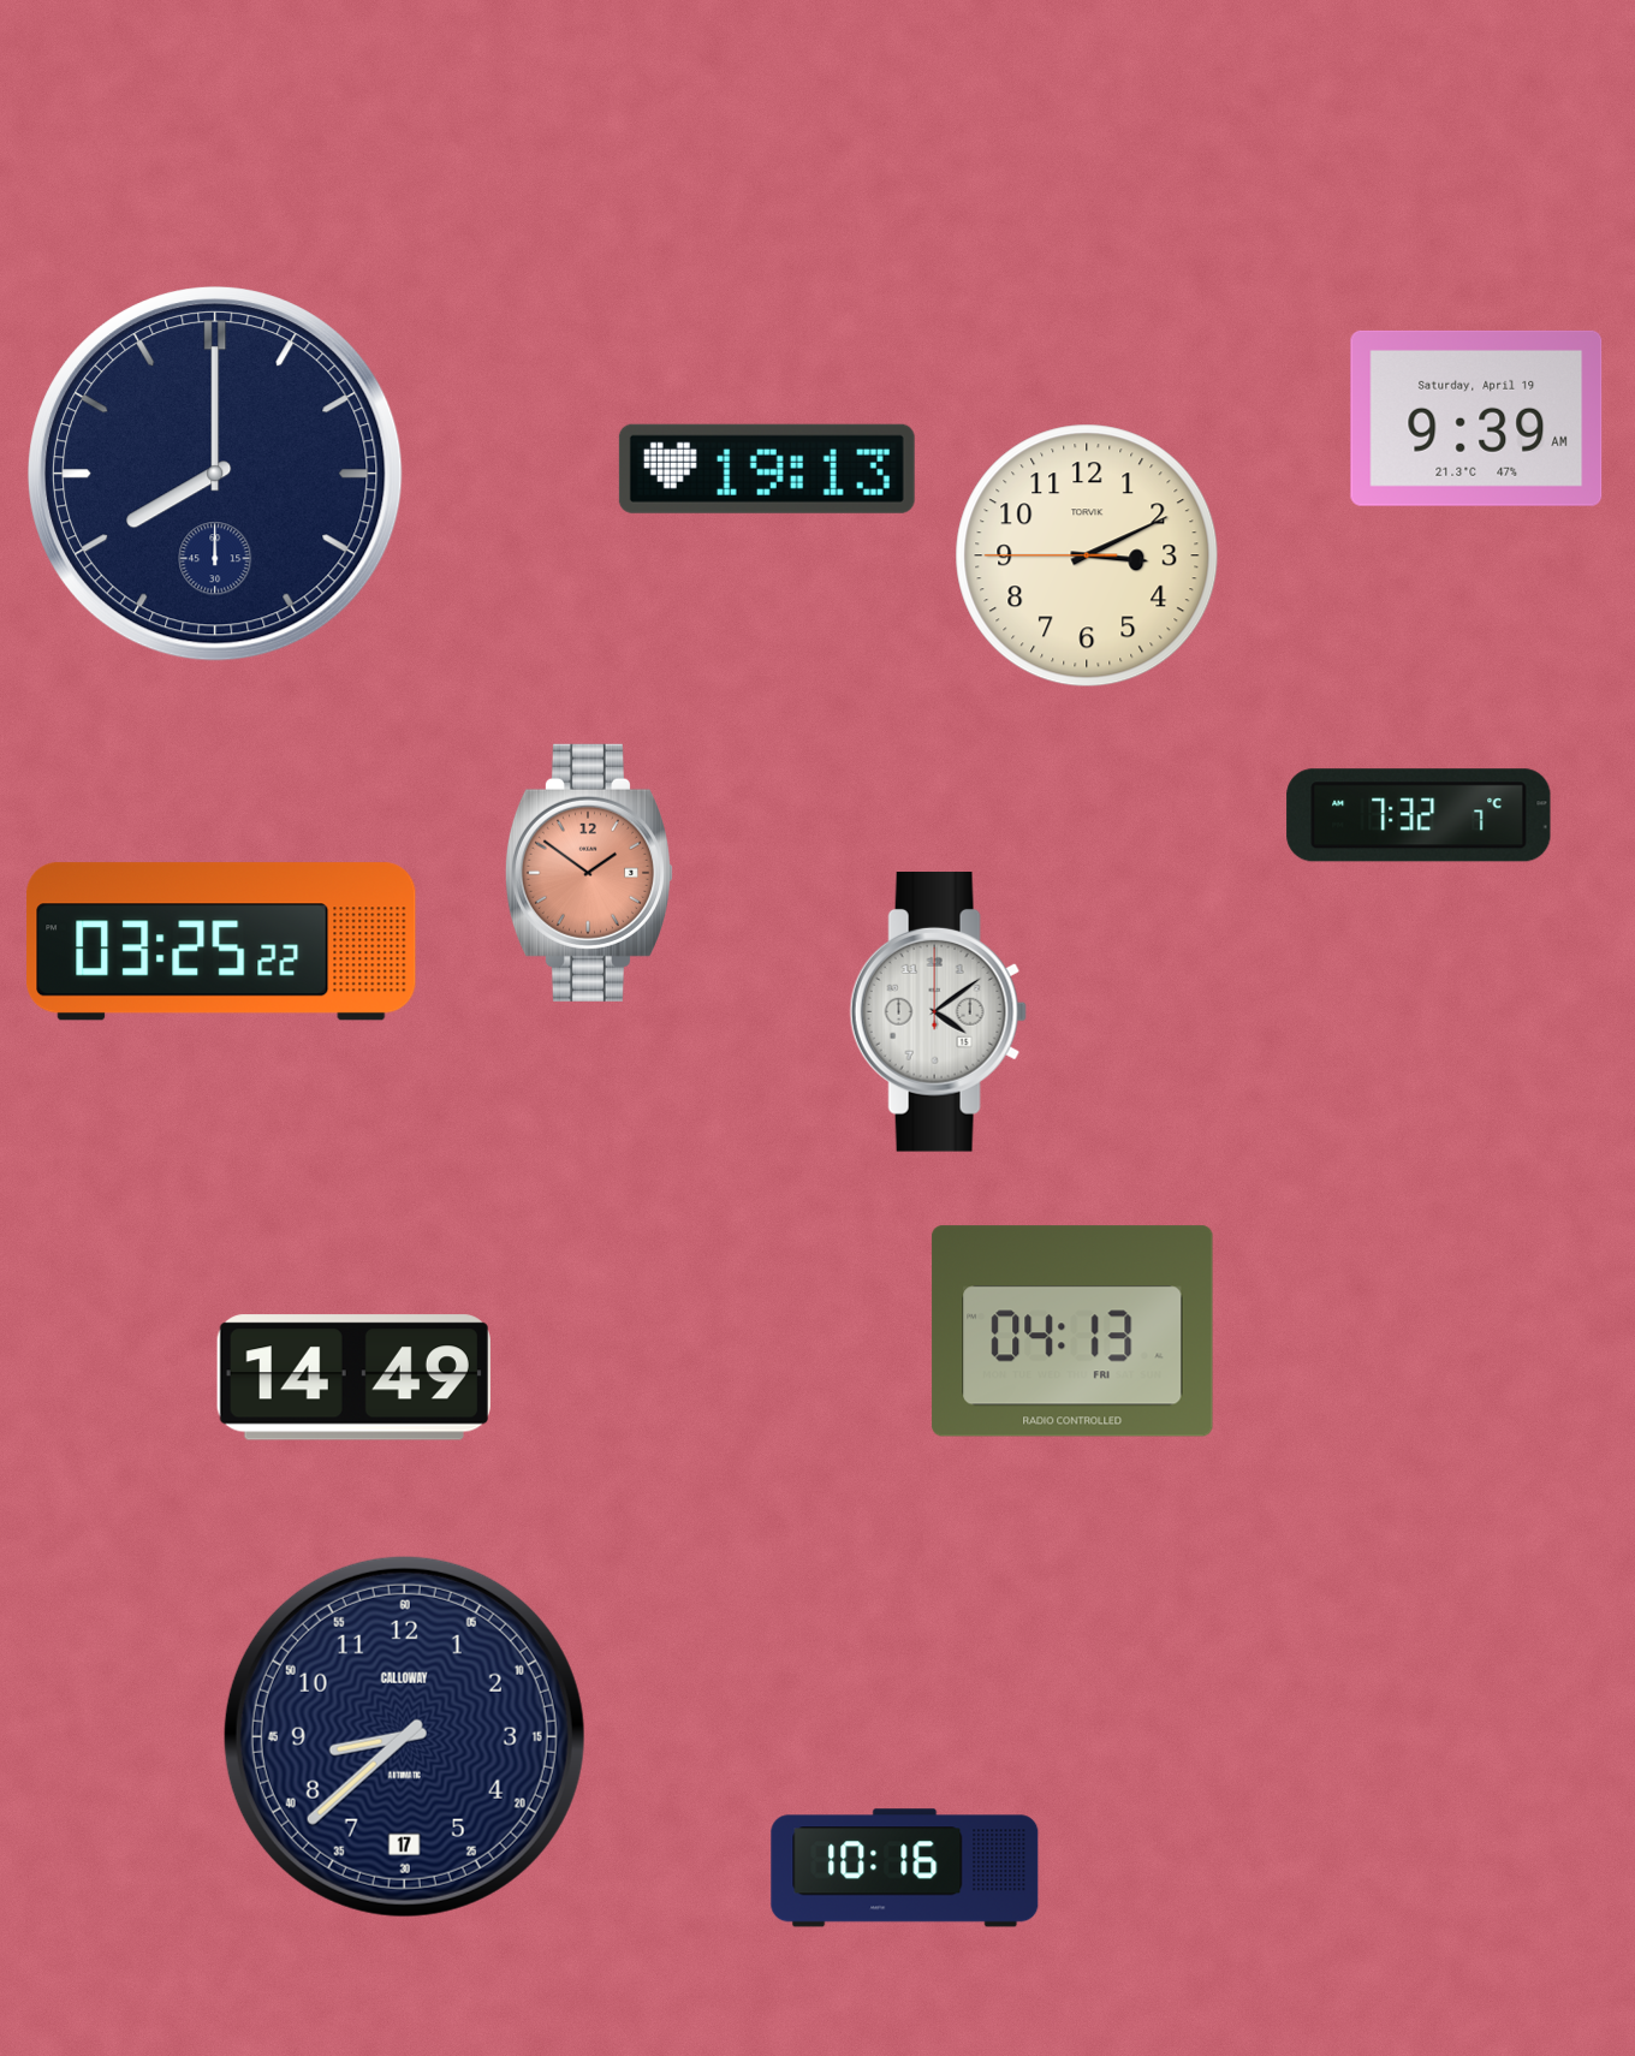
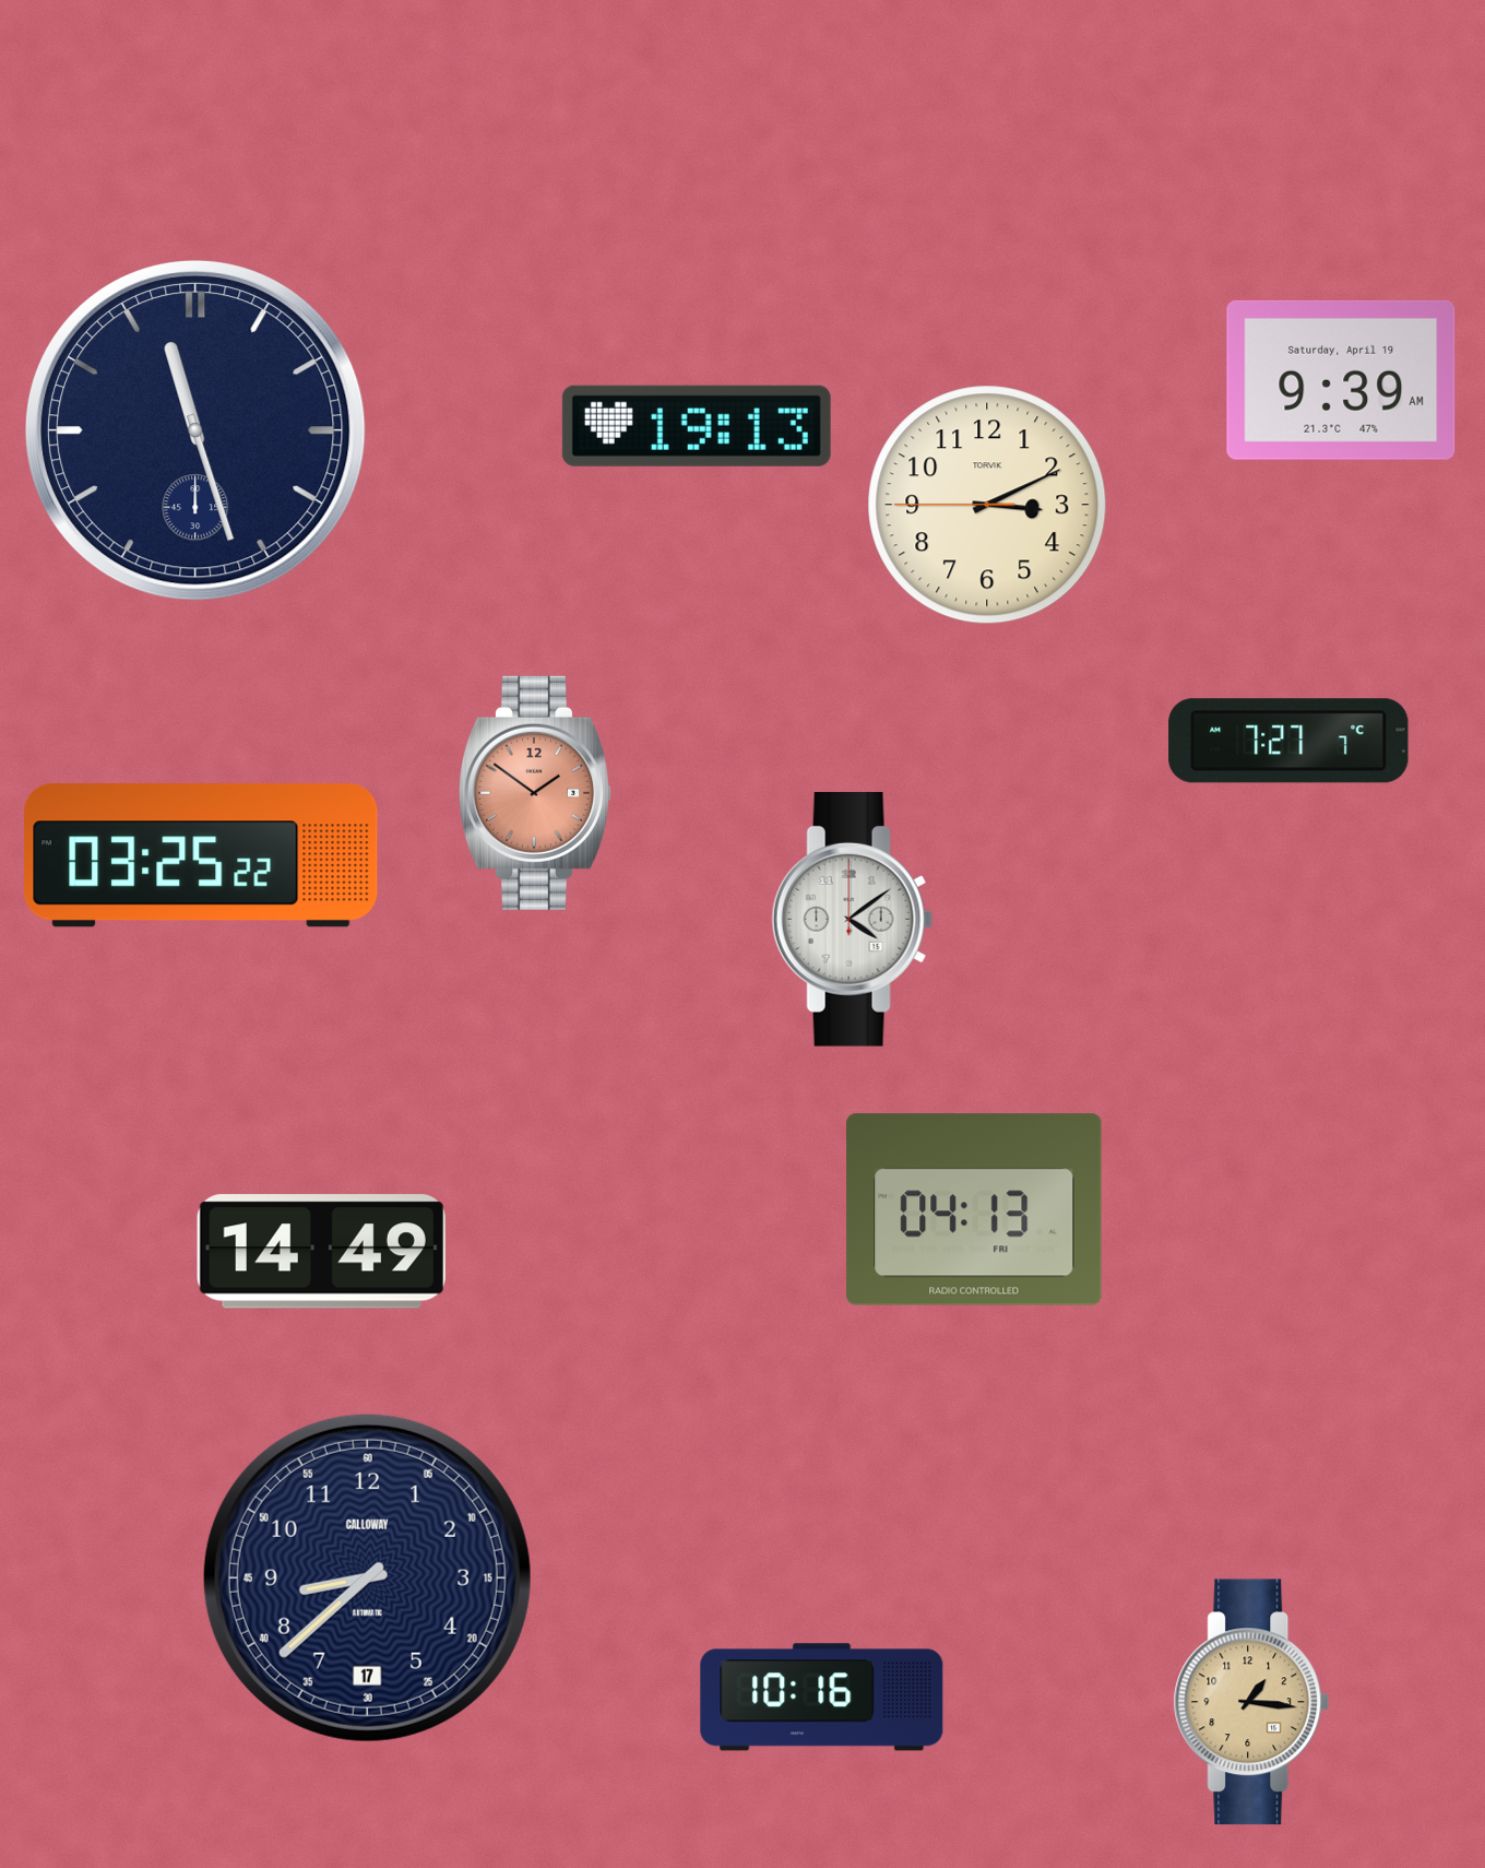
clock at (215, 474): 8:00 -> 11:27
clock at (1419, 815): 7:32 -> 7:27
clock at (1251, 1702): none -> 1:16
